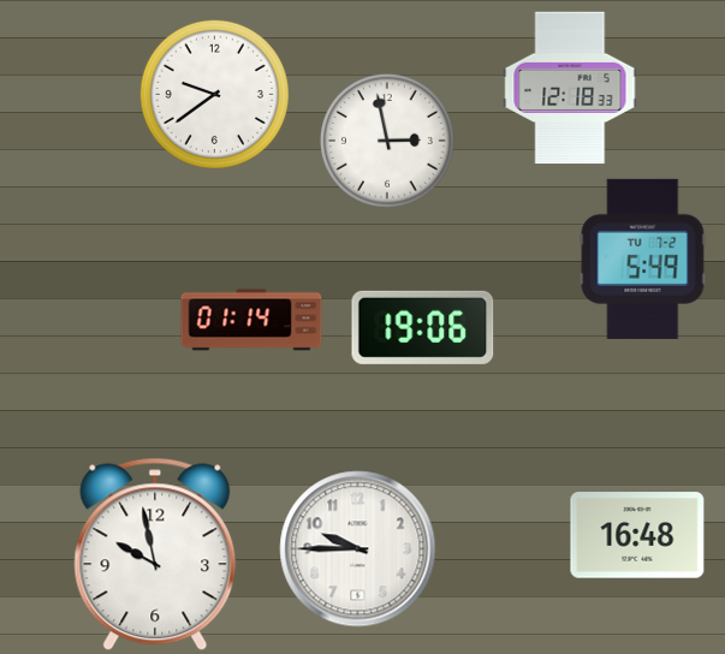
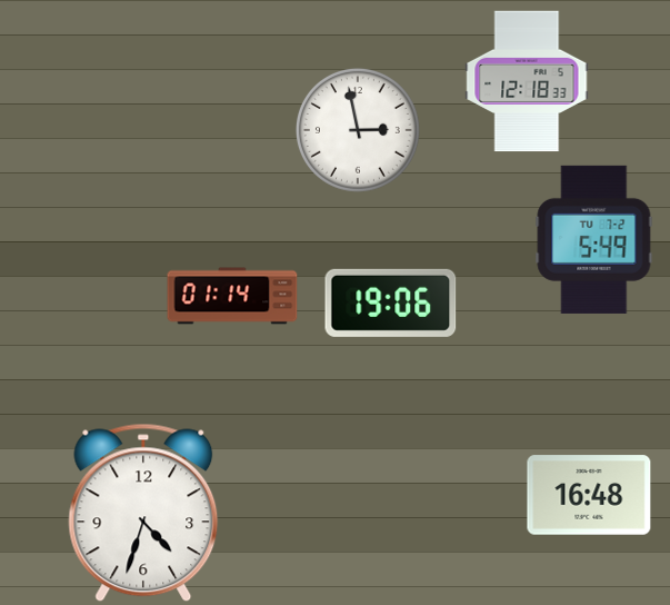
clock at (214, 94): 9:39 -> none
clock at (358, 549): 9:45 -> none
clock at (155, 554): 9:58 -> 4:33
